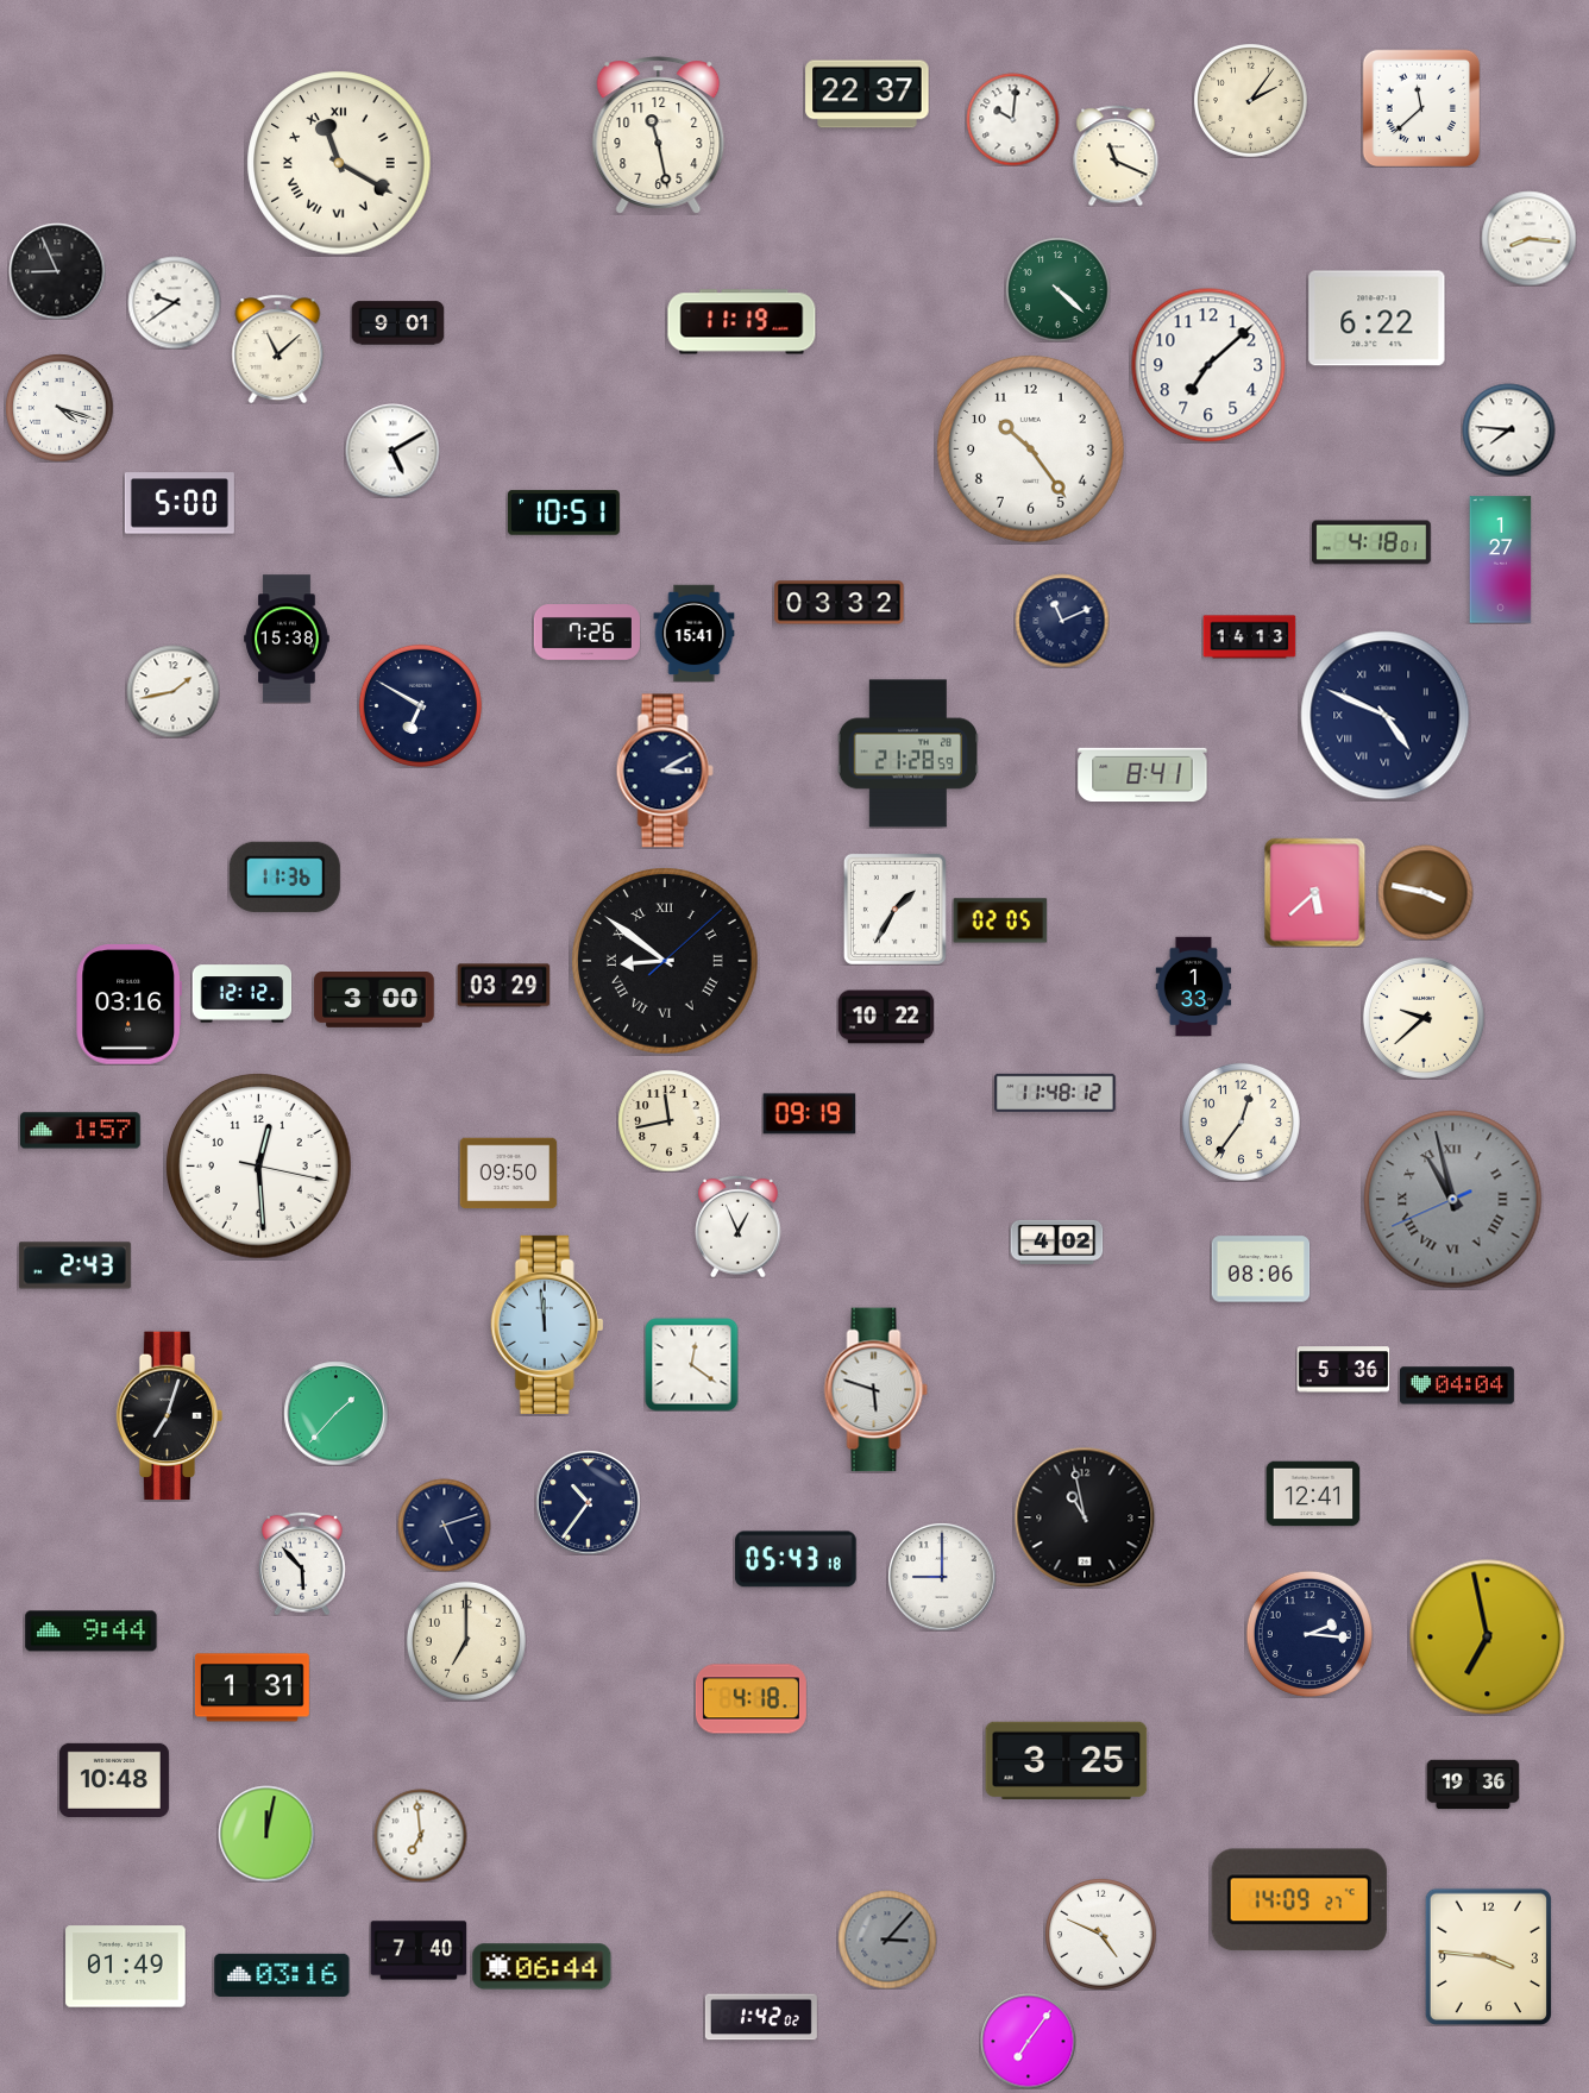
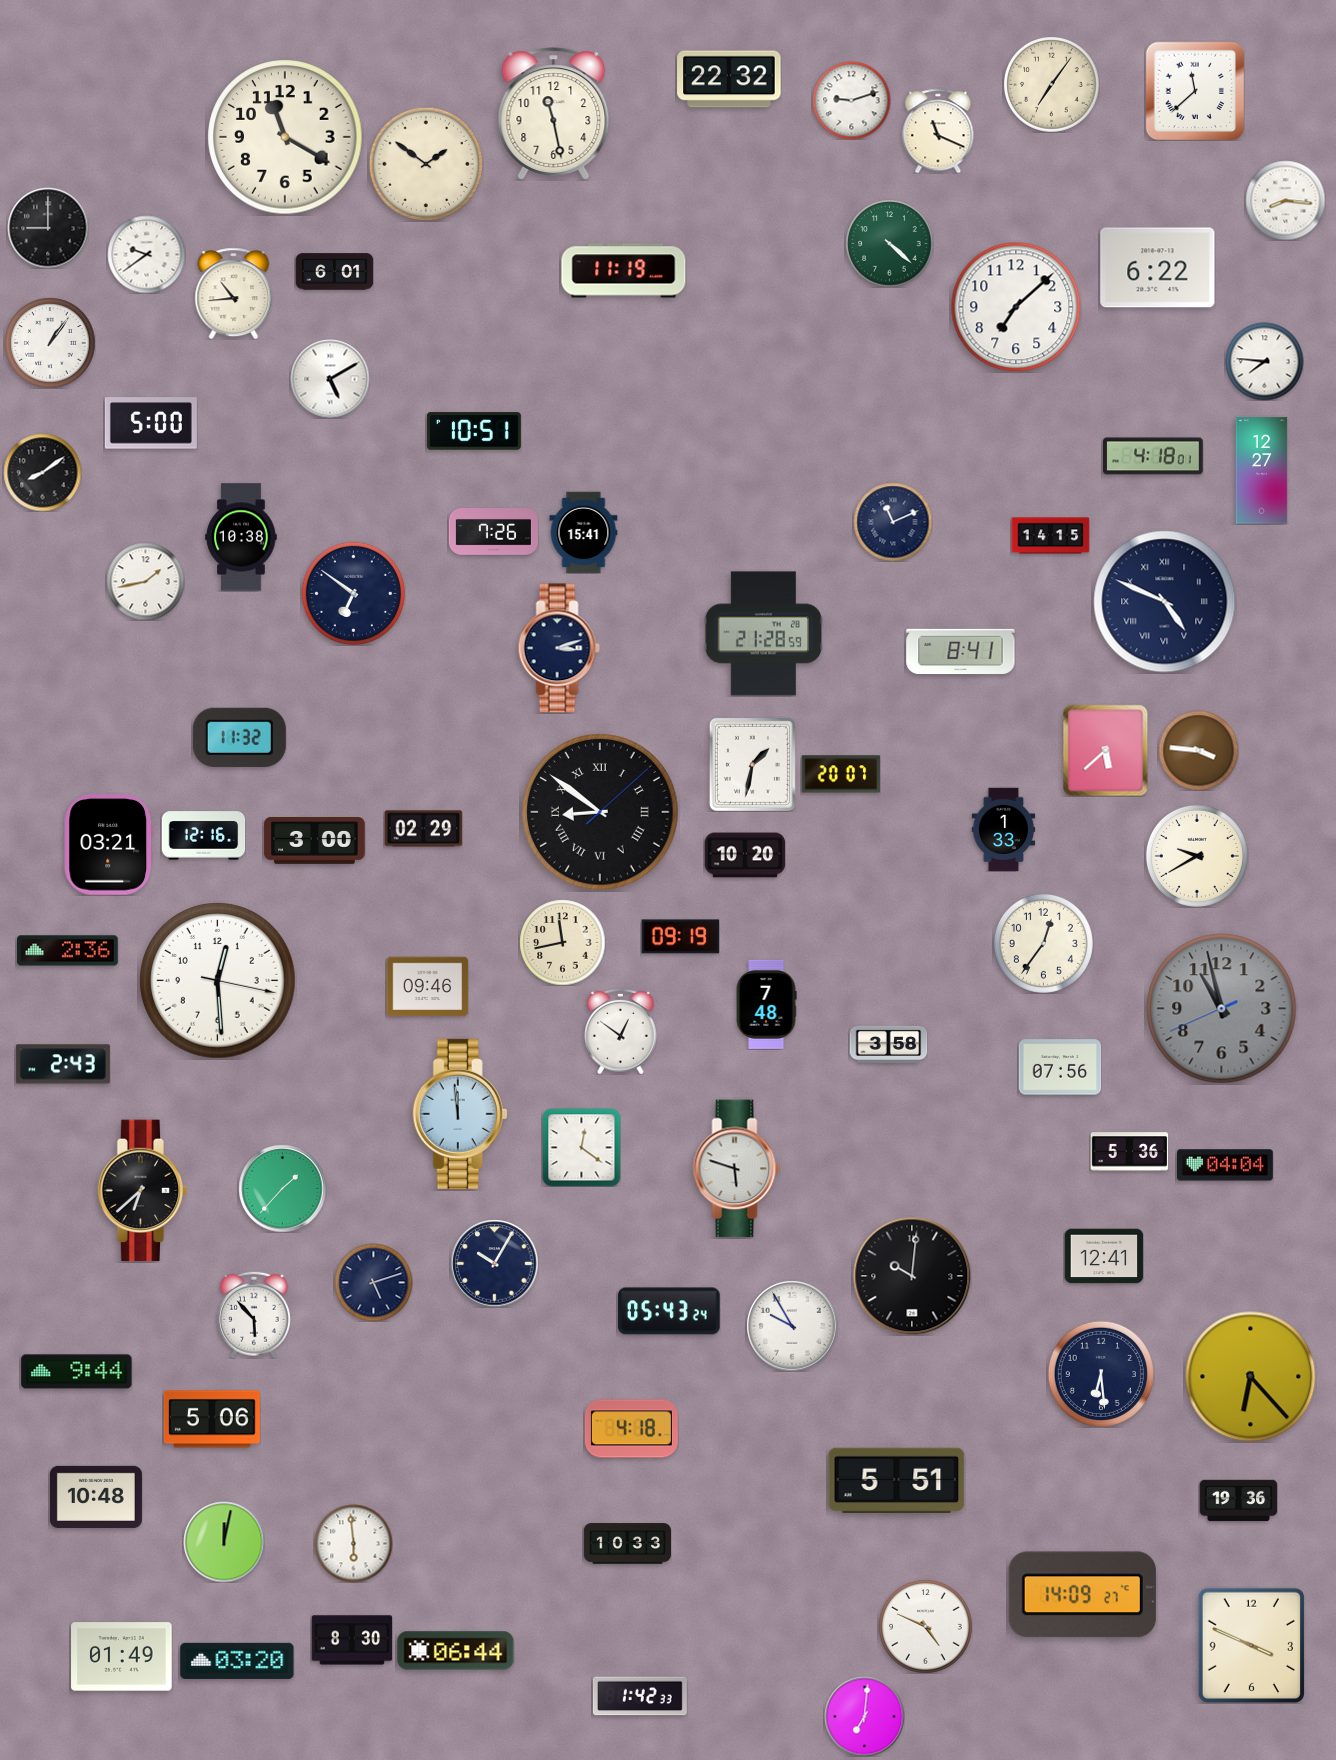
clock at (867, 94): 22:37 -> 22:32
clock at (1251, 101): 2:06 -> 7:06
clock at (1012, 119): 10:01 -> 9:12
clock at (339, 163) numerals: Roman -> Arabic
clock at (426, 164): none -> 1:51
clock at (57, 271): 8:56 -> 9:00
clock at (397, 323): 9:01 -> 6:01
clock at (278, 348): 11:08 -> 10:44
clock at (59, 408): 4:18 -> 1:06
clock at (1508, 429) position: (1508, 429) -> (1264, 361)
clock at (1031, 450): 10:24 -> none
clock at (1501, 560): 1:27 -> 12:27
clock at (42, 472): none -> 8:09
clock at (840, 603): 03:32 -> none
clock at (1249, 637): 14:13 -> 14:15
clock at (287, 639): 15:38 -> 10:38
clock at (420, 705): 6:50 -> 6:51
clock at (665, 771): 3:10 -> 3:12
clock at (284, 876): 11:36 -> 11:32
clock at (1425, 892): 3:47 -> 3:46
clock at (894, 909): 1:35 -> 1:32
clock at (1000, 920): 02:05 -> 20:07
clock at (665, 961) position: (665, 961) -> (600, 812)
clock at (503, 986): 03:29 -> 02:29
clock at (241, 994): 12:12 -> 12:16
clock at (128, 1005): 03:16 -> 03:21
clock at (886, 1017): 10:22 -> 10:20
clock at (1424, 1018): 9:38 -> 9:40
clock at (1055, 1093): 11:48 -> none
clock at (81, 1131): 1:57 -> 2:36
clock at (508, 1174): 09:50 -> 09:46
clock at (766, 1004): none -> 7:48
clock at (1453, 1200) numerals: Roman -> Arabic
clock at (739, 1226): 12:56 -> 12:51
clock at (1056, 1242): 4:02 -> 3:58
clock at (1261, 1269): 08:06 -> 07:56
clock at (170, 1416): 7:03 -> 6:38
clock at (588, 1502): 10:36 -> 10:05
clock at (1085, 1517): 10:58 -> 10:01
clock at (796, 1559): 05:43:18 -> 05:43:24
clock at (942, 1577): 9:00 -> 9:55
clock at (1309, 1634): 2:16 -> 6:29
clock at (1488, 1638): 6:58 -> 6:23
clock at (466, 1641): 7:00 -> none
clock at (252, 1687): 1:31 -> 5:06
clock at (1067, 1760): 3:25 -> 5:51
clock at (420, 1835): 6:59 -> 5:59
clock at (627, 1544): none -> 10:33
clock at (1299, 1900) position: (1299, 1900) -> (1082, 1595)
clock at (887, 1940): 3:07 -> none
clock at (419, 1950): 7:40 -> 8:30
clock at (1488, 1956): 3:46 -> 3:49
clock at (126, 1967) position: (126, 1967) -> (122, 1657)
clock at (542, 1967) position: (542, 1967) -> (456, 1651)
clock at (282, 1975): 03:16 -> 03:20
clock at (761, 2017): 1:42:02 -> 1:42:33
clock at (1028, 2041): 7:06 -> 7:01
